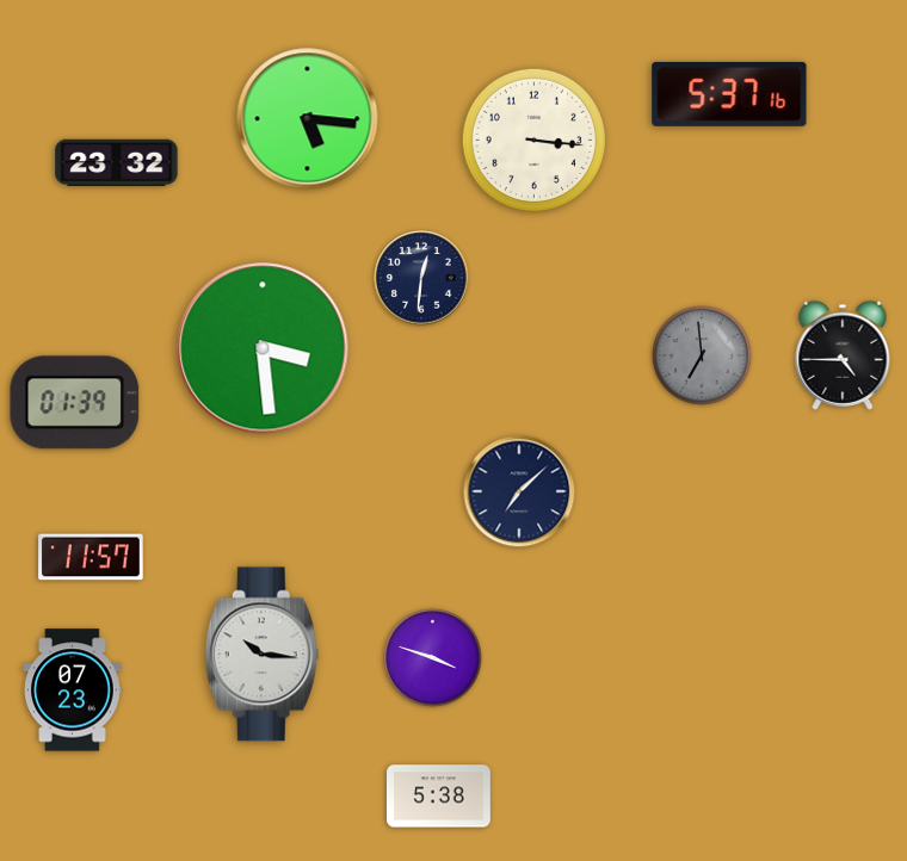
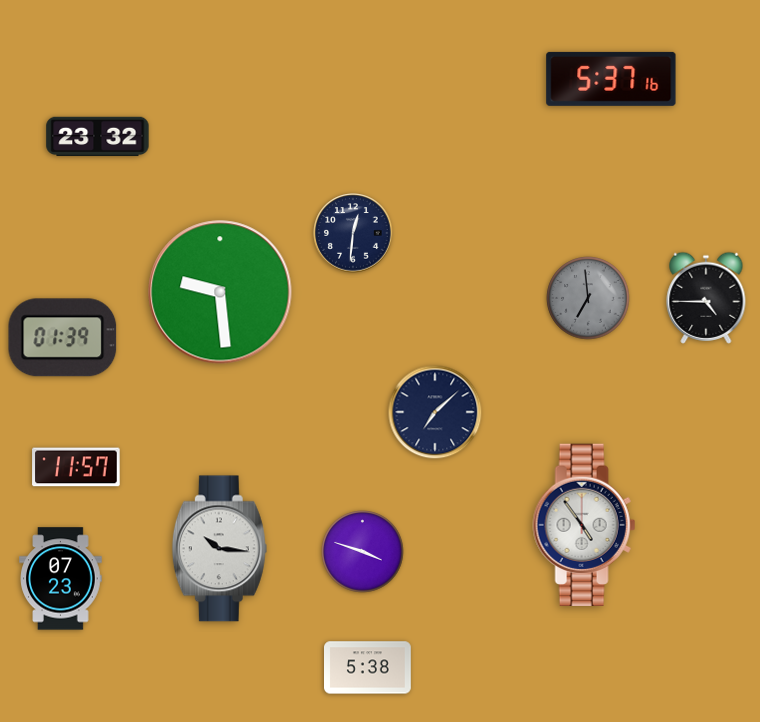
clock at (308, 119): 5:16 -> none
clock at (533, 140): 3:16 -> none
clock at (263, 348): 3:29 -> 9:29
clock at (584, 524): none -> 4:54
